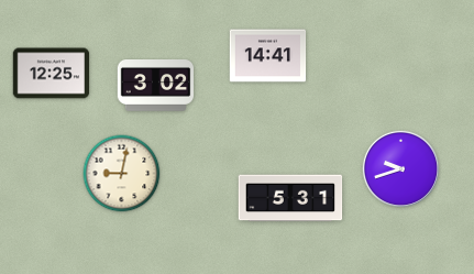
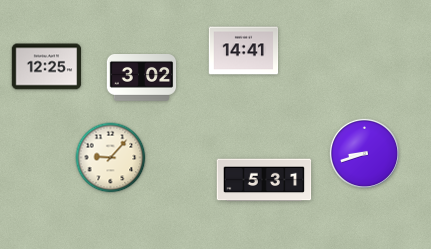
clock at (400, 168): 9:42 -> 8:42
clock at (122, 174): 9:02 -> 9:07
